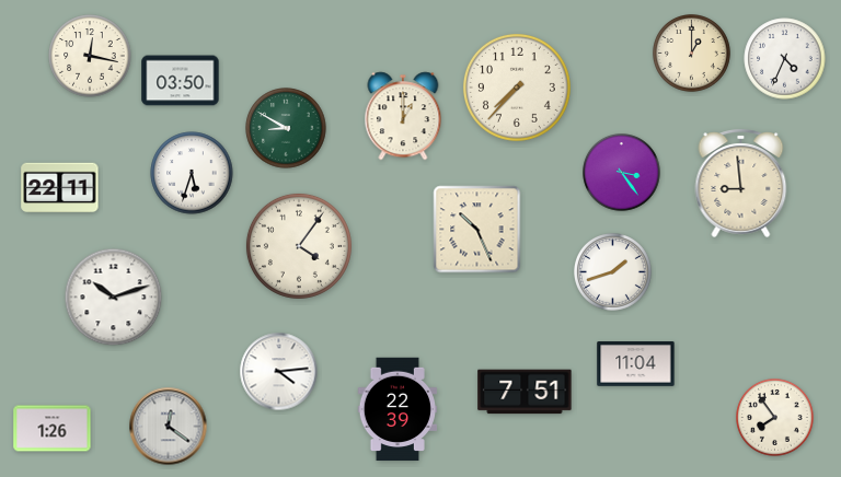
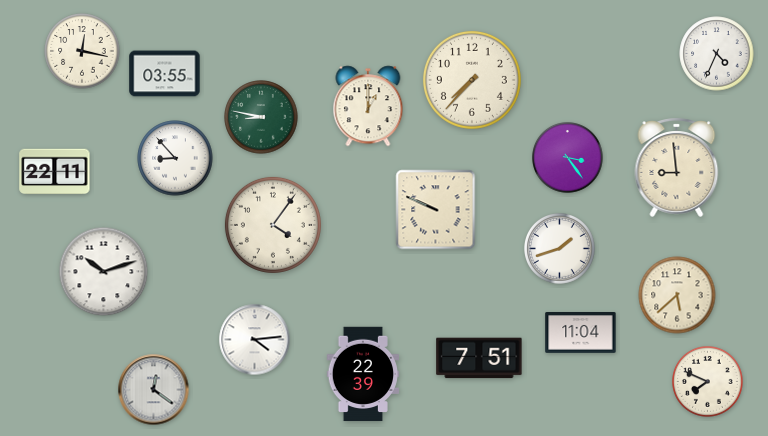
clock at (692, 54): 1:00 -> none
clock at (181, 81): 03:50 -> 03:55
clock at (286, 128): 8:50 -> 8:47
clock at (192, 173): 5:33 -> 8:53
clock at (477, 230): 10:26 -> 9:49
clock at (677, 295): none -> 5:38
clock at (775, 418): 7:54 -> 7:49
clock at (53, 429): 1:26 -> none
